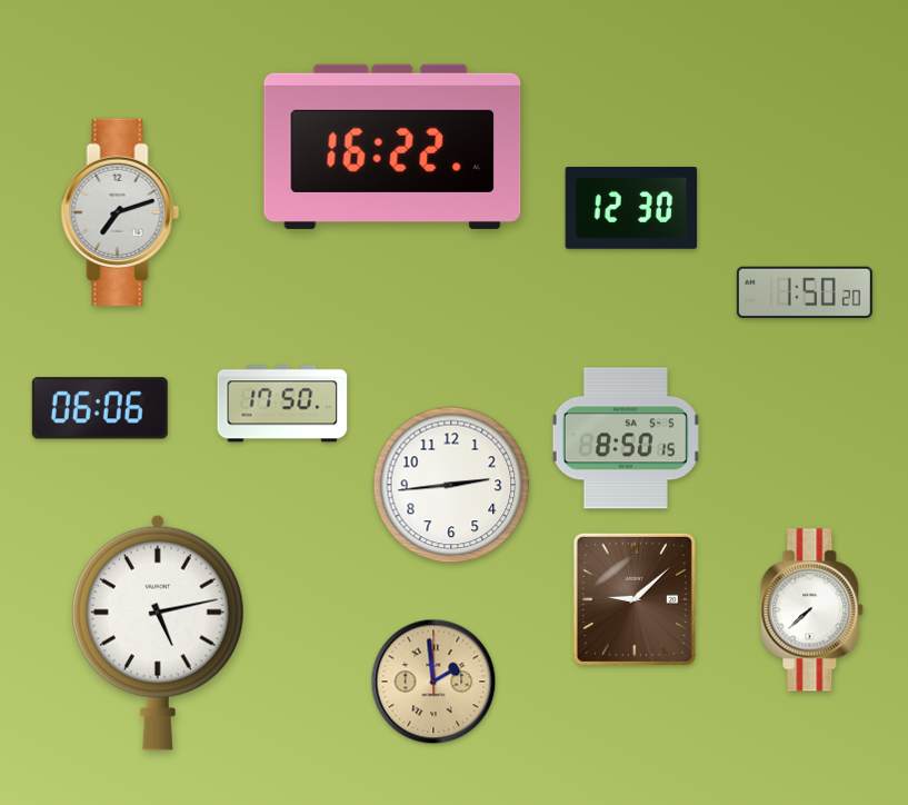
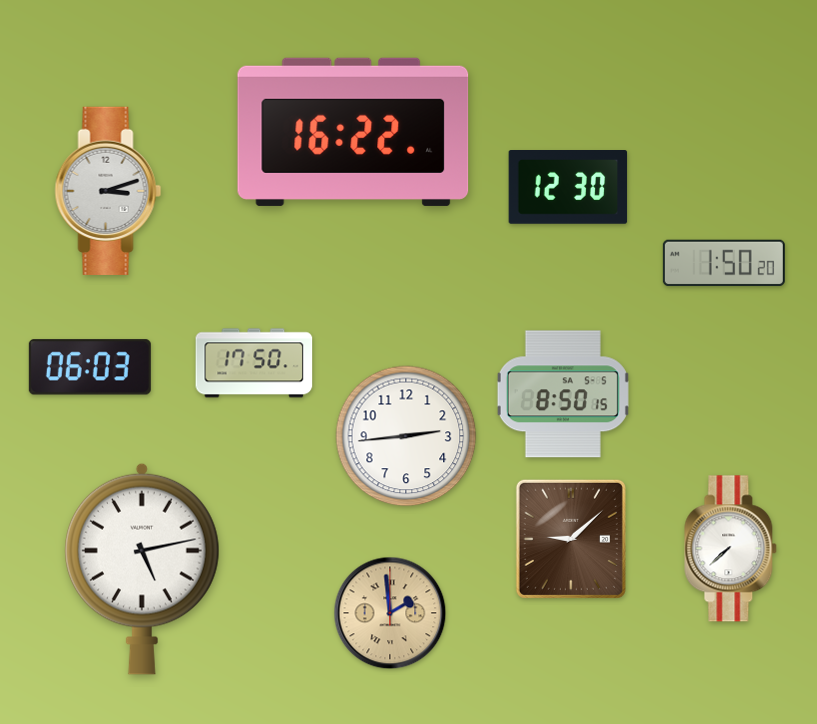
clock at (120, 211): 7:12 -> 3:12
clock at (100, 408): 06:06 -> 06:03
